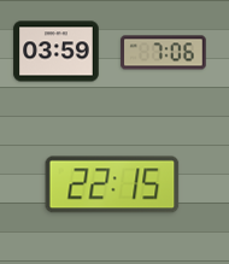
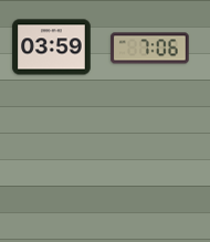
clock at (112, 184): 22:15 -> none
